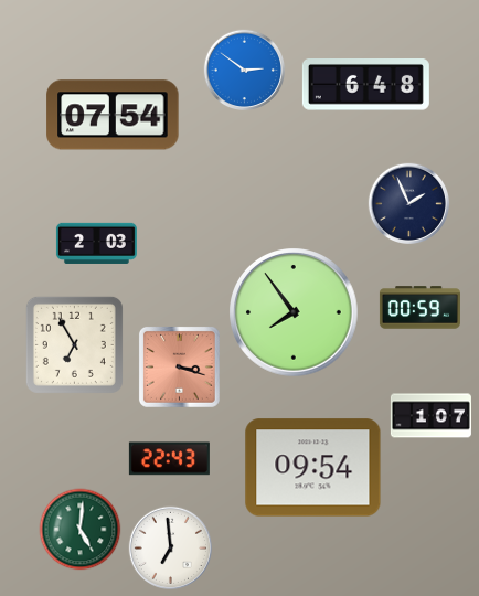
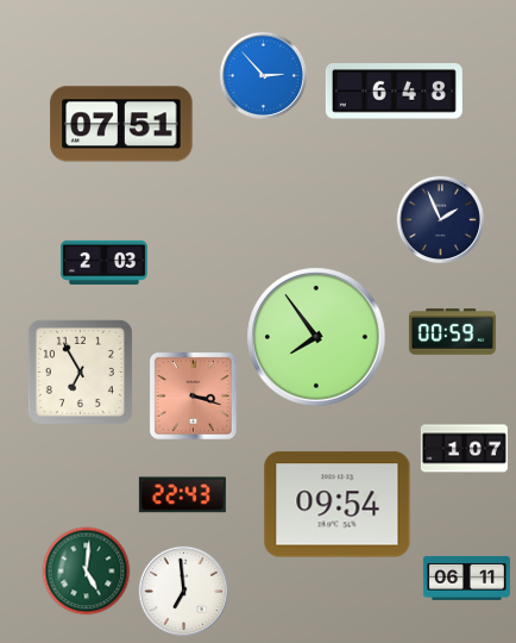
clock at (244, 70): 2:51 -> 2:53
clock at (113, 115): 07:54 -> 07:51
clock at (466, 578): none -> 06:11
